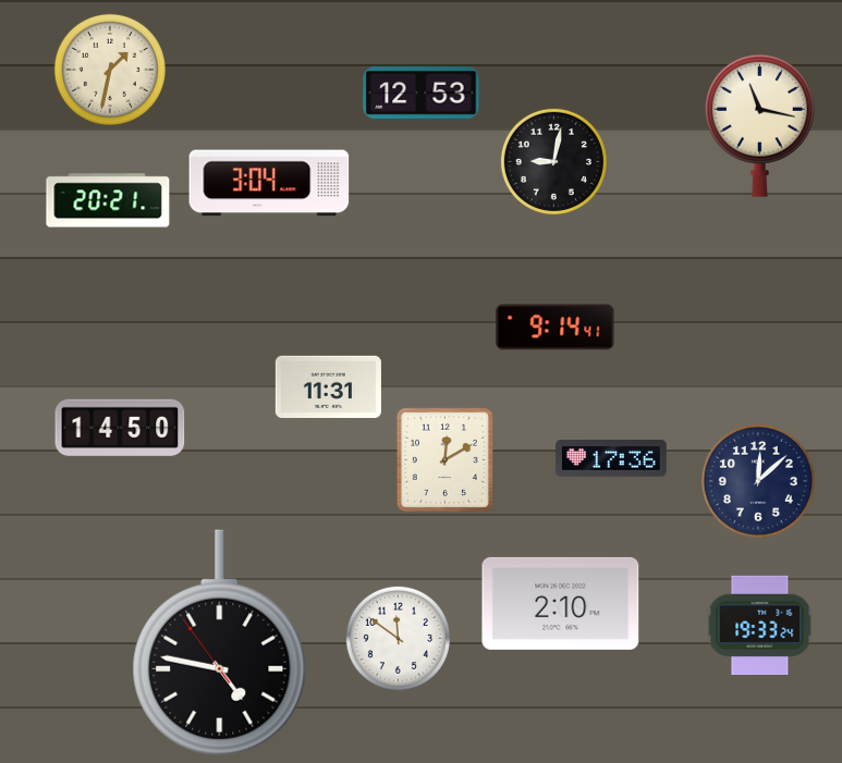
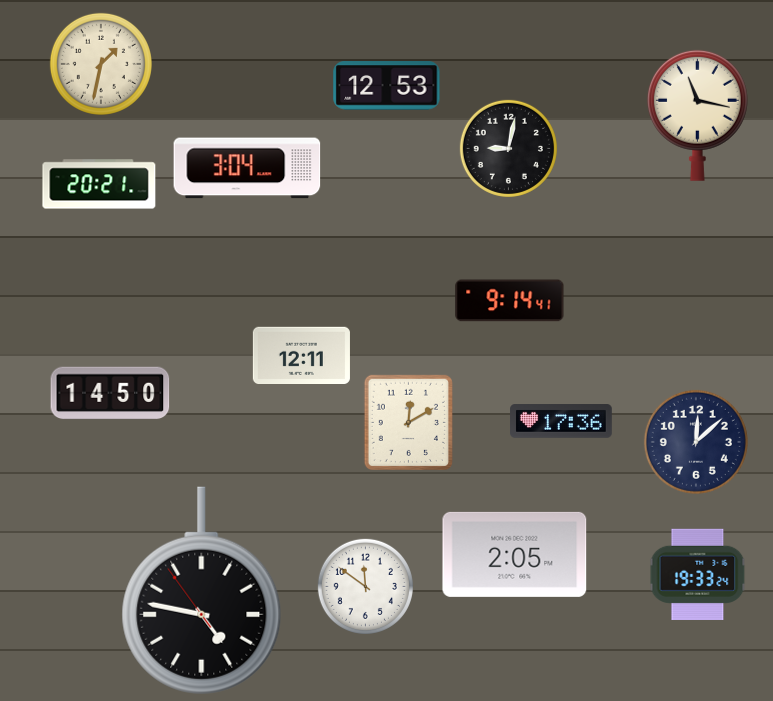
clock at (328, 386): 11:31 -> 12:11
clock at (561, 603): 2:10 -> 2:05
